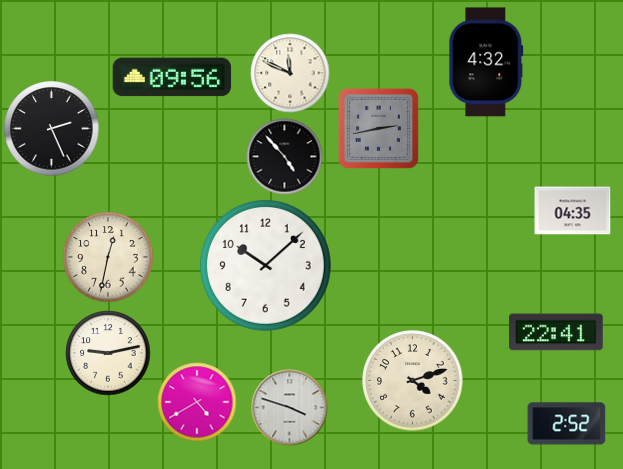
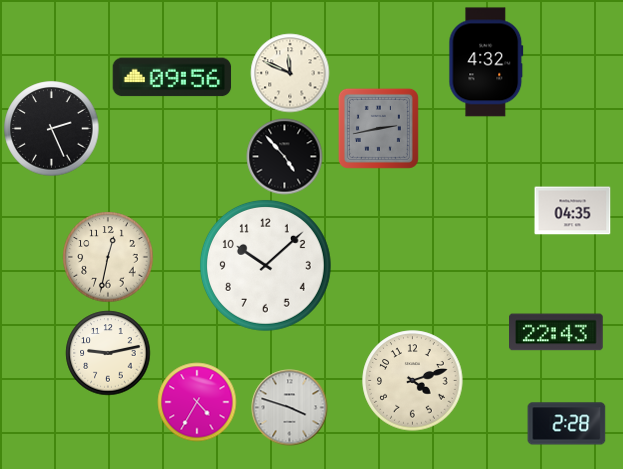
clock at (557, 332): 22:41 -> 22:43
clock at (197, 402): 4:40 -> 4:35
clock at (567, 424): 2:52 -> 2:28
